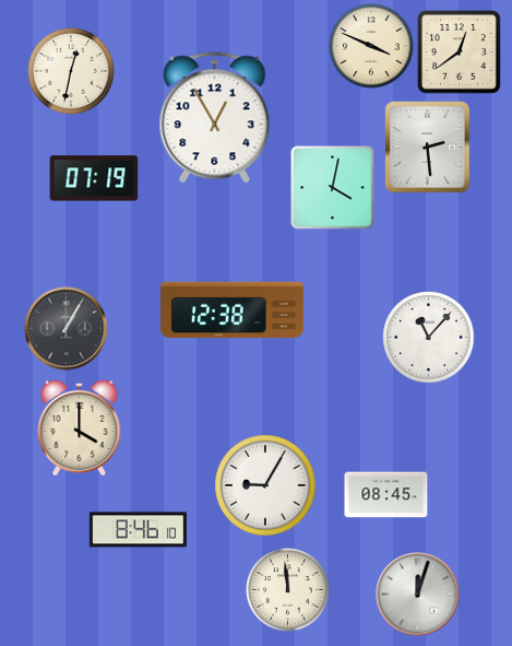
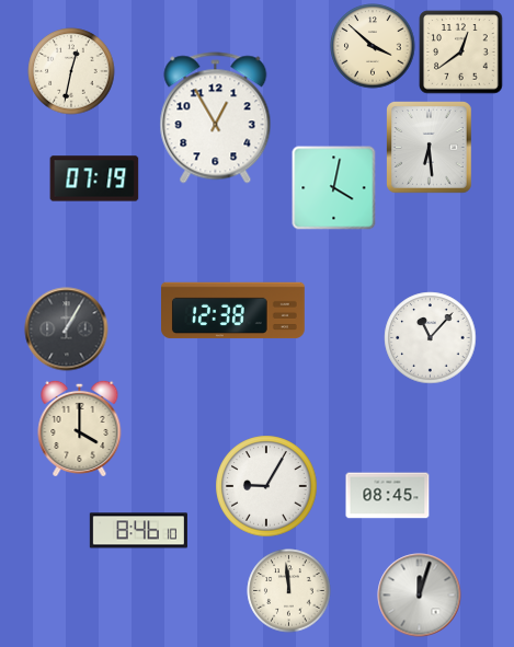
clock at (371, 46): 3:49 -> 3:52
clock at (428, 148): 2:29 -> 6:29
